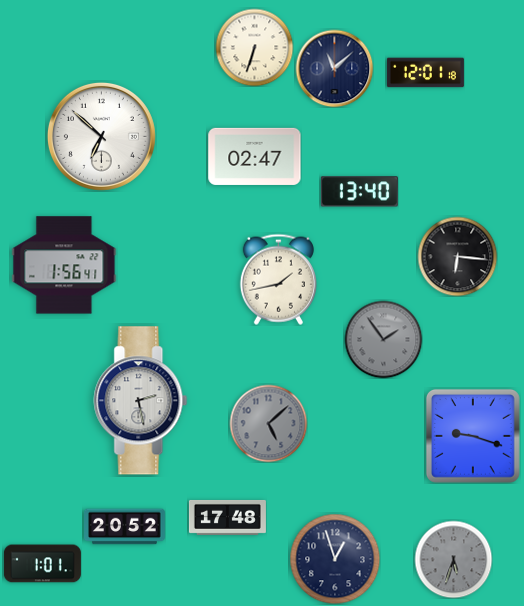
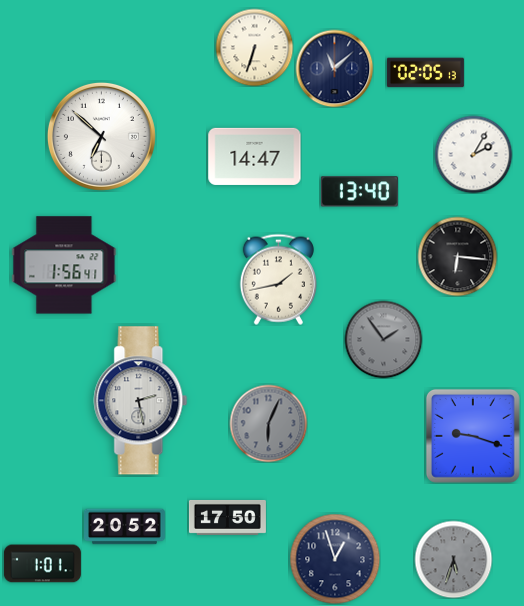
clock at (425, 73): 12:01 -> 02:05
clock at (473, 154): none -> 2:05
clock at (255, 156): 02:47 -> 14:47
clock at (268, 423): 5:08 -> 6:04
clock at (227, 517): 17:48 -> 17:50
